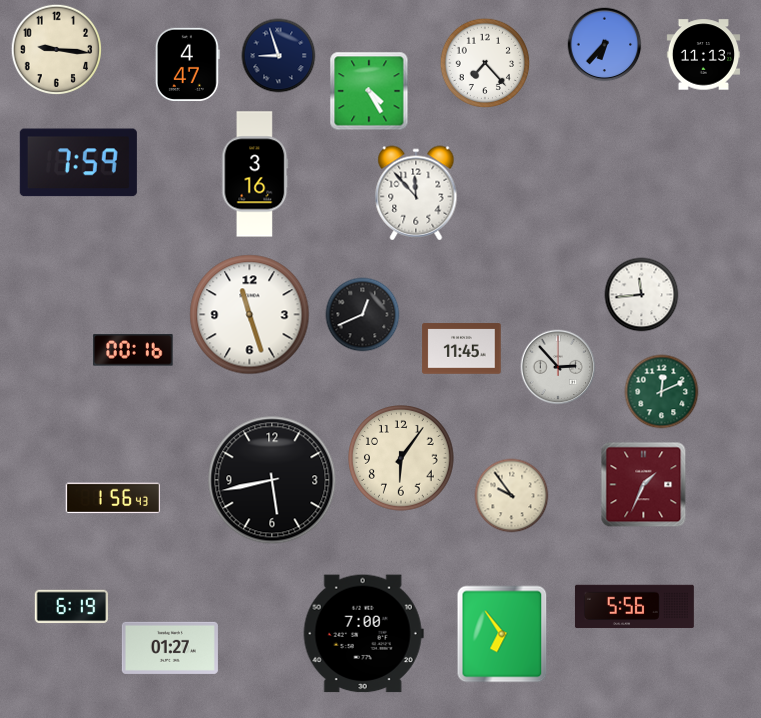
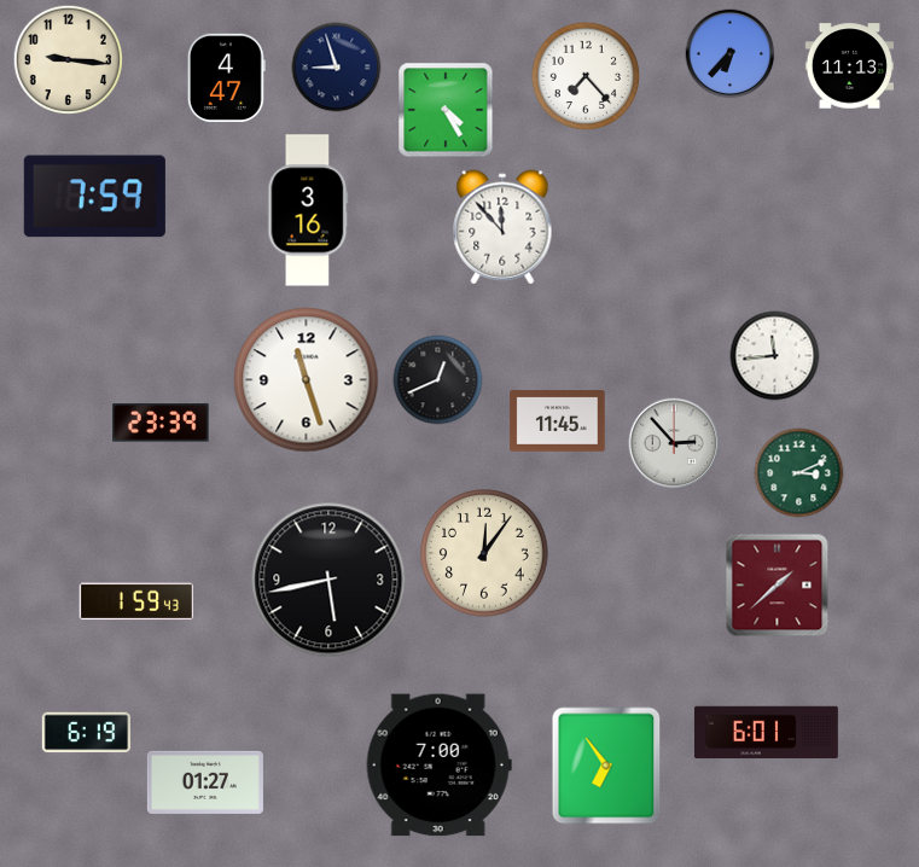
clock at (416, 193) position: (416, 193) -> (502, 227)
clock at (250, 315) position: (250, 315) -> (307, 380)
clock at (133, 350): 00:16 -> 23:39
clock at (662, 392): 12:11 -> 3:11
clock at (401, 458): 6:06 -> 12:06
clock at (644, 485): 1:34 -> 1:38
clock at (512, 496): 9:54 -> none
clock at (112, 498): 1:56 -> 1:59
clock at (634, 607): 5:56 -> 6:01
